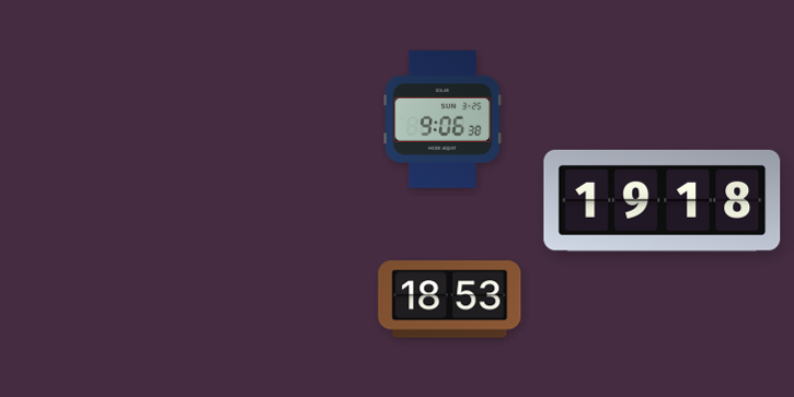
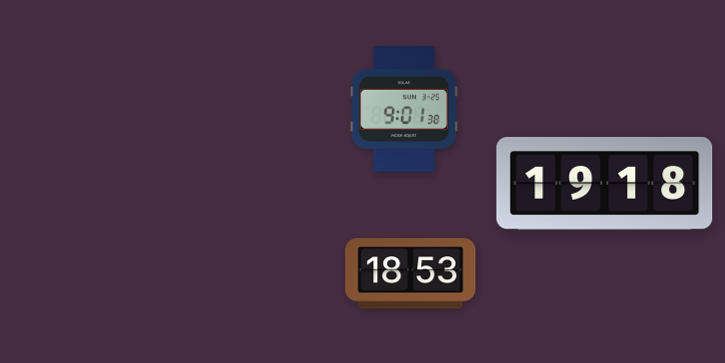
clock at (442, 120): 9:06 -> 9:01
